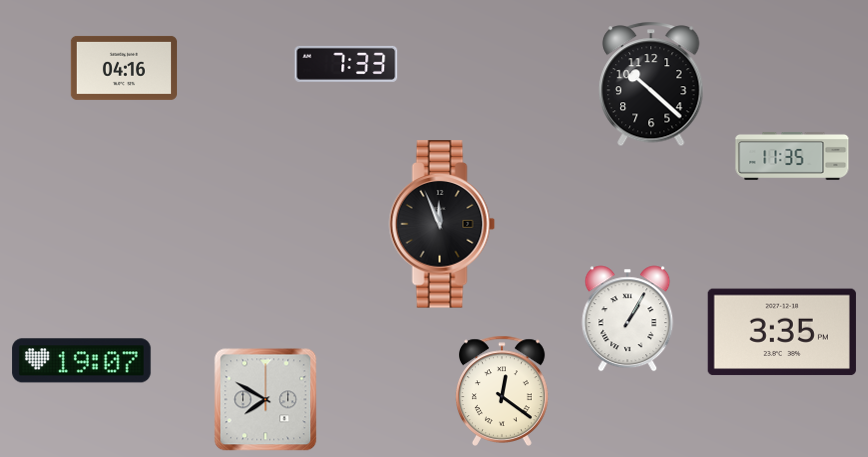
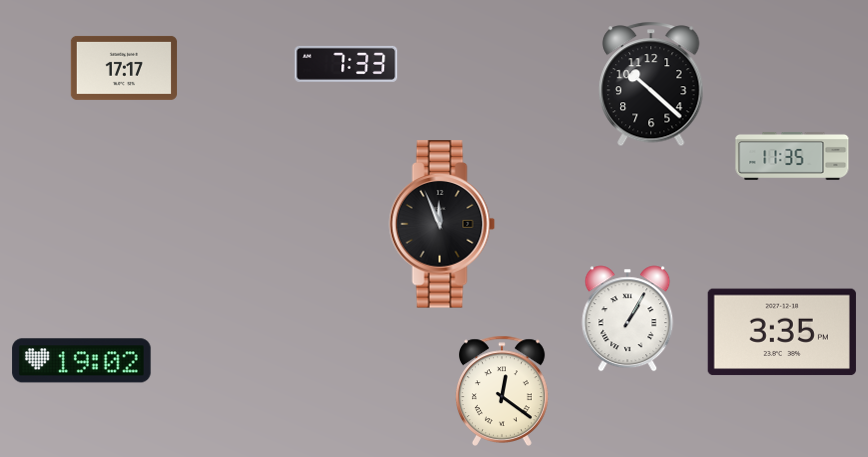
clock at (124, 68): 04:16 -> 17:17
clock at (82, 361): 19:07 -> 19:02
clock at (266, 400): 7:50 -> none
